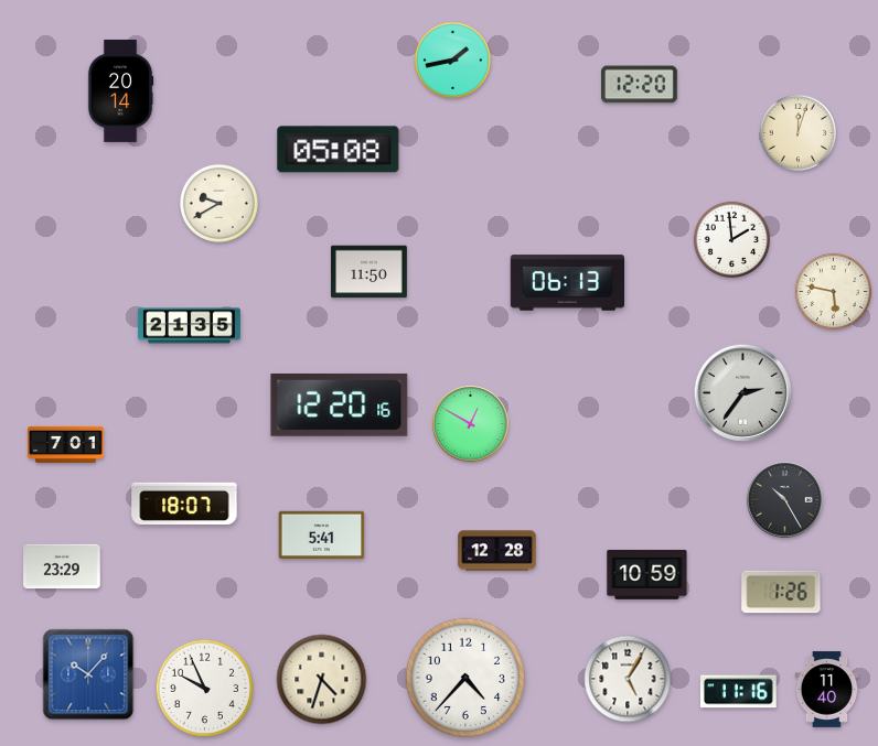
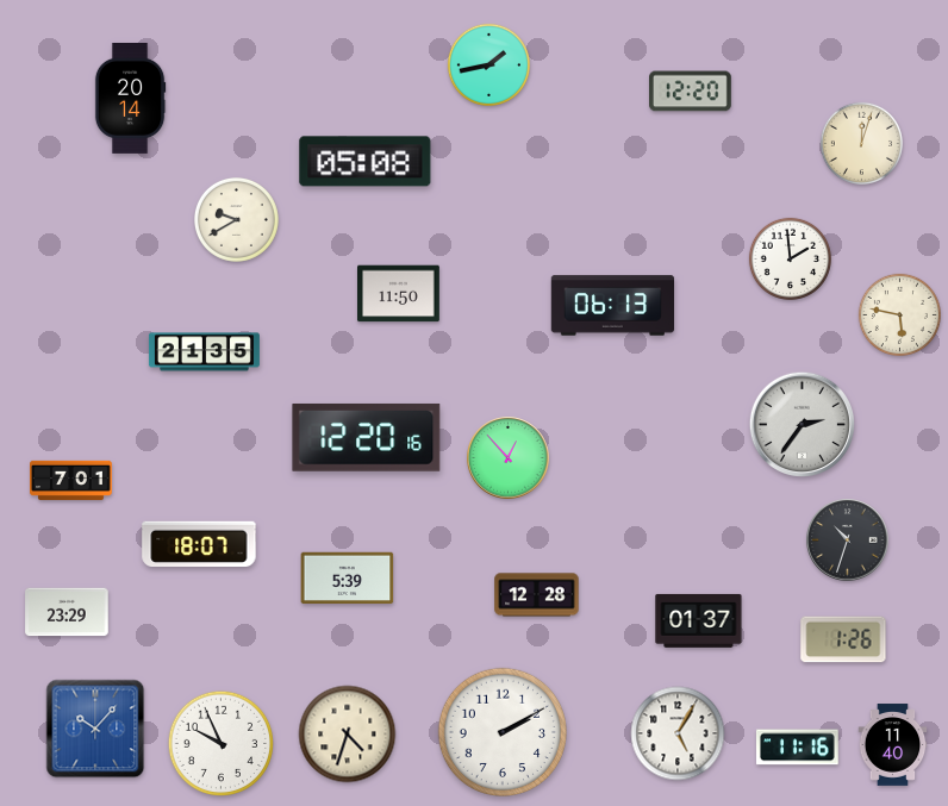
clock at (471, 424): 12:50 -> 12:53
clock at (785, 500): 10:25 -> 10:33
clock at (322, 536): 5:41 -> 5:39
clock at (647, 574): 10:59 -> 01:37
clock at (464, 677): 4:37 -> 2:10
